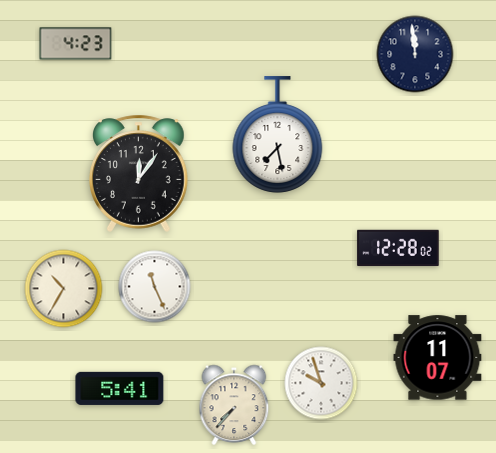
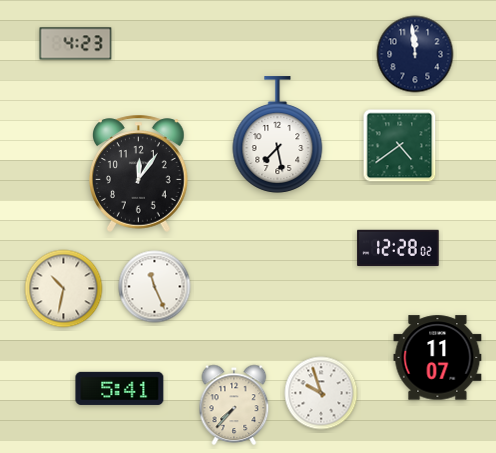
clock at (400, 146): none -> 4:39
clock at (64, 289): 10:35 -> 10:32
clock at (321, 383) position: (321, 383) -> (321, 393)
